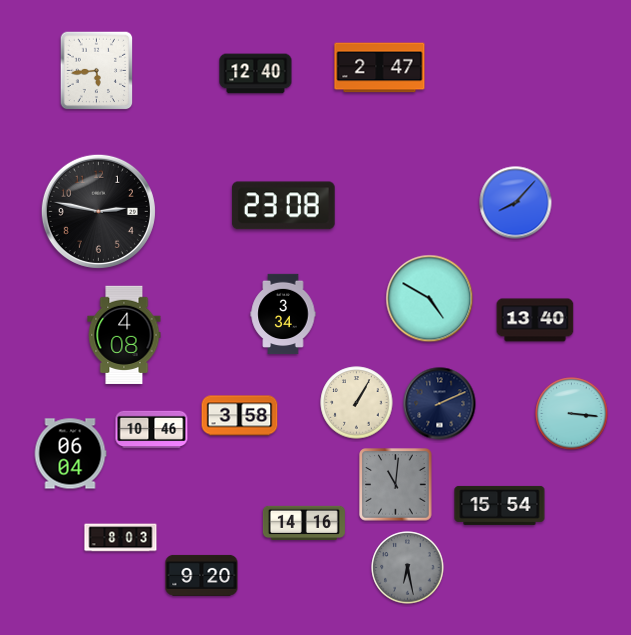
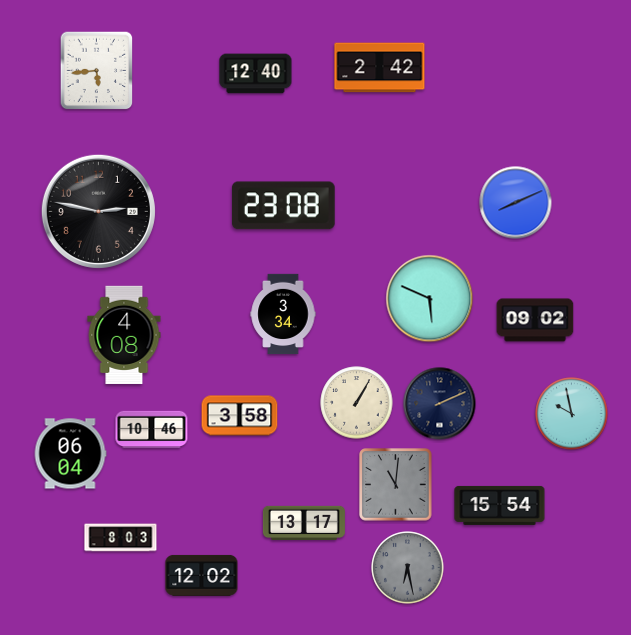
clock at (380, 68): 2:47 -> 2:42
clock at (516, 203): 8:07 -> 8:11
clock at (430, 299): 4:50 -> 5:49
clock at (535, 320): 13:40 -> 09:02
clock at (572, 414): 3:16 -> 9:58
clock at (304, 523): 14:16 -> 13:17
clock at (202, 575): 9:20 -> 12:02
